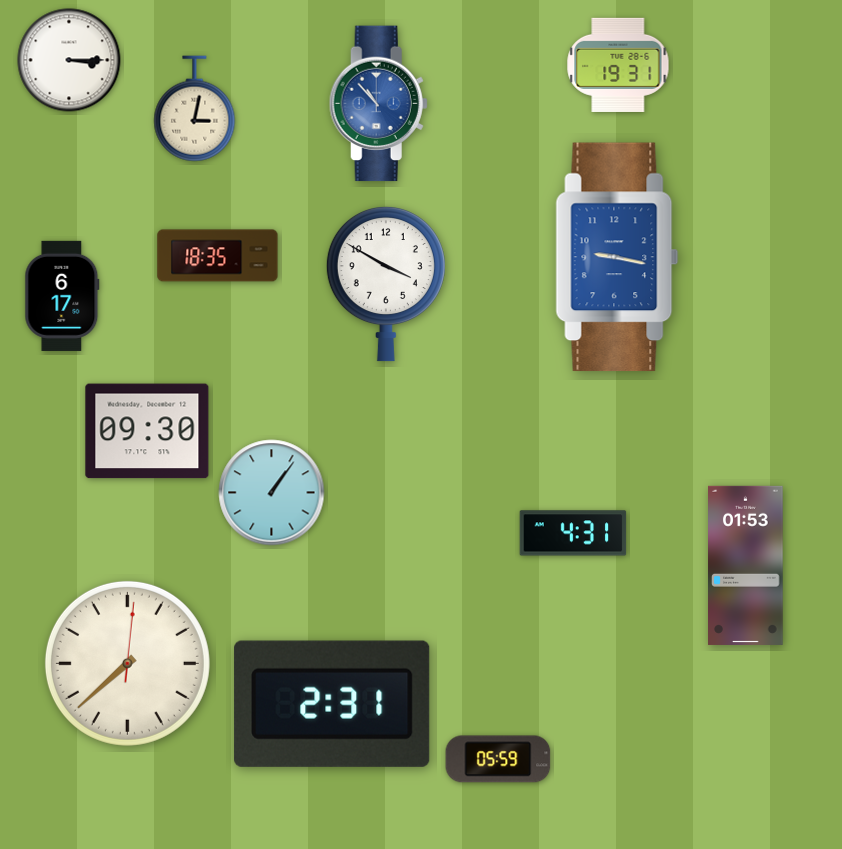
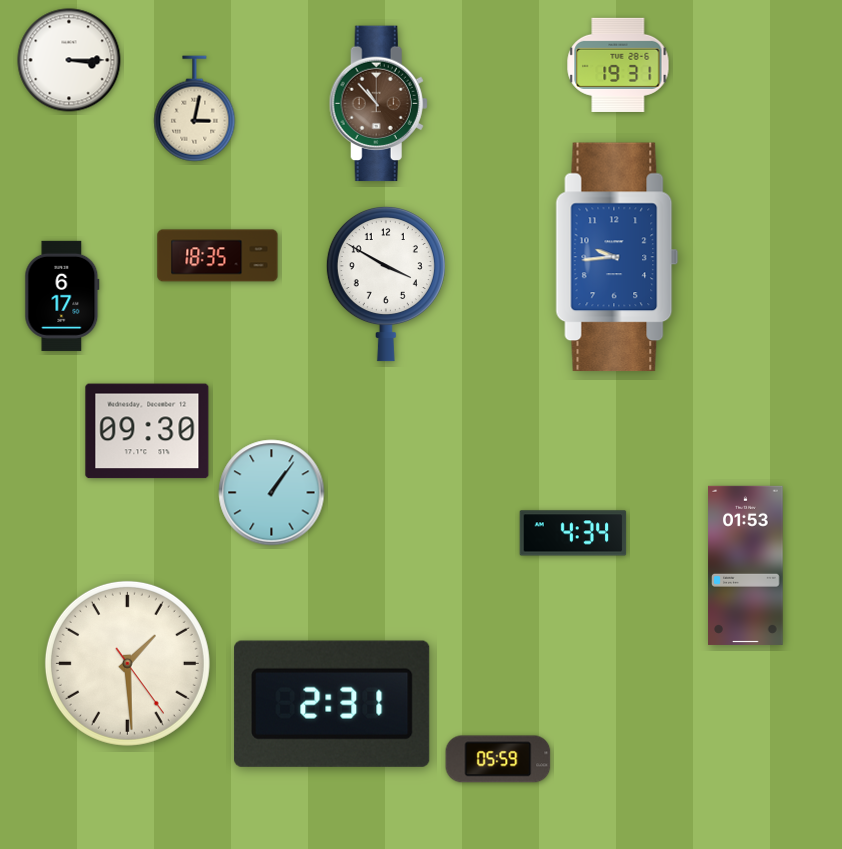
clock at (378, 104) dial: blue -> brown
clock at (617, 257): 9:17 -> 9:44
clock at (573, 533): 4:31 -> 4:34
clock at (127, 663): 7:38 -> 1:29
